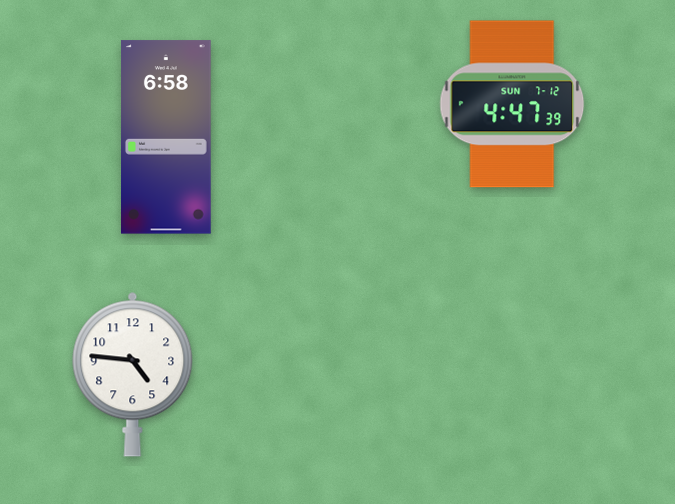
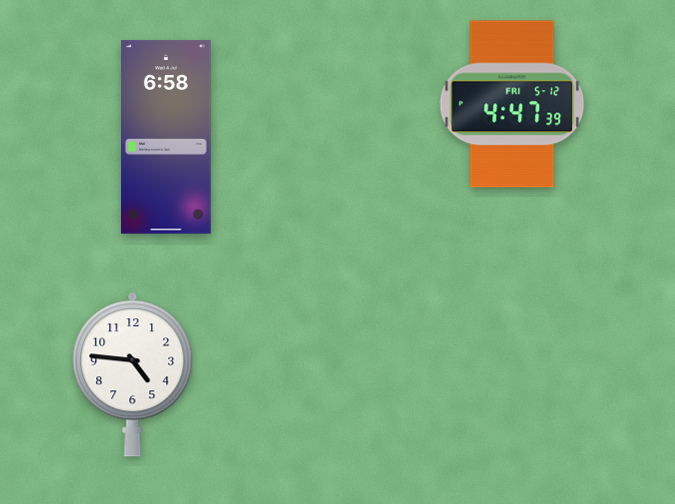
clock at (512, 104) date: SUN 7-12 -> FRI 5-12
